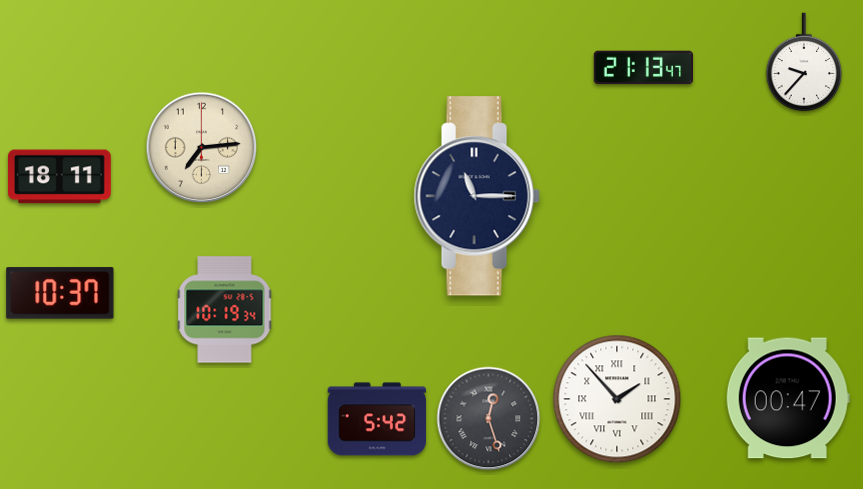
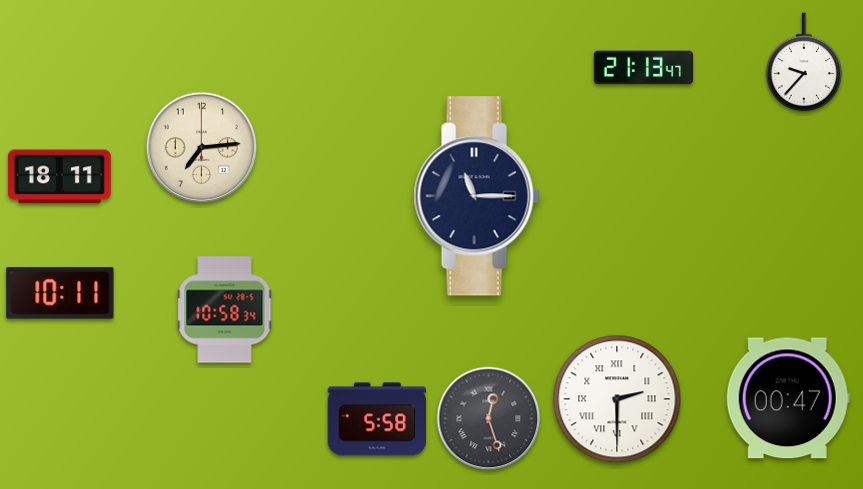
clock at (60, 293): 10:37 -> 10:11
clock at (225, 310): 10:19 -> 10:58
clock at (617, 399): 1:53 -> 2:30
clock at (377, 419): 5:42 -> 5:58
